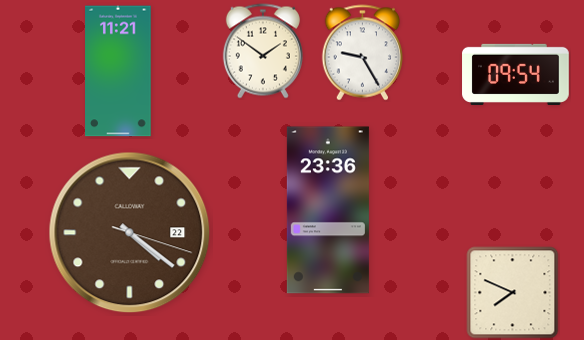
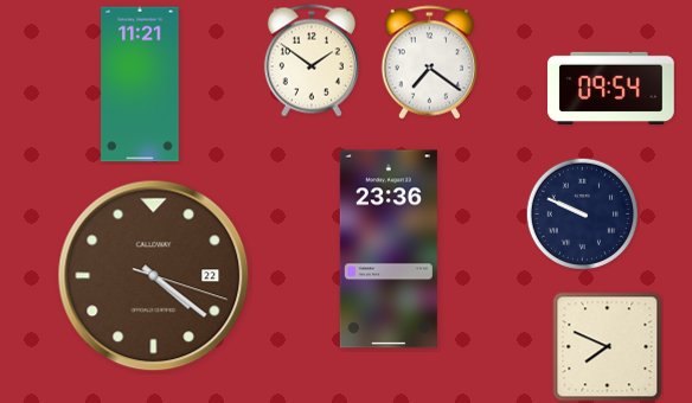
clock at (362, 53): 9:25 -> 7:21
clock at (582, 213): none -> 9:49
